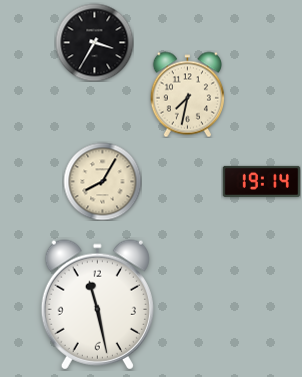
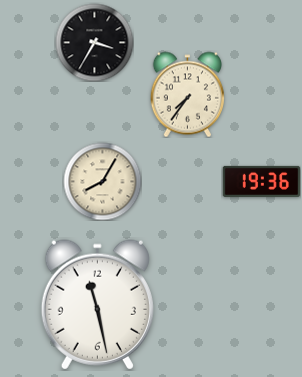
clock at (187, 94): 7:32 -> 7:36
clock at (261, 181): 19:14 -> 19:36
